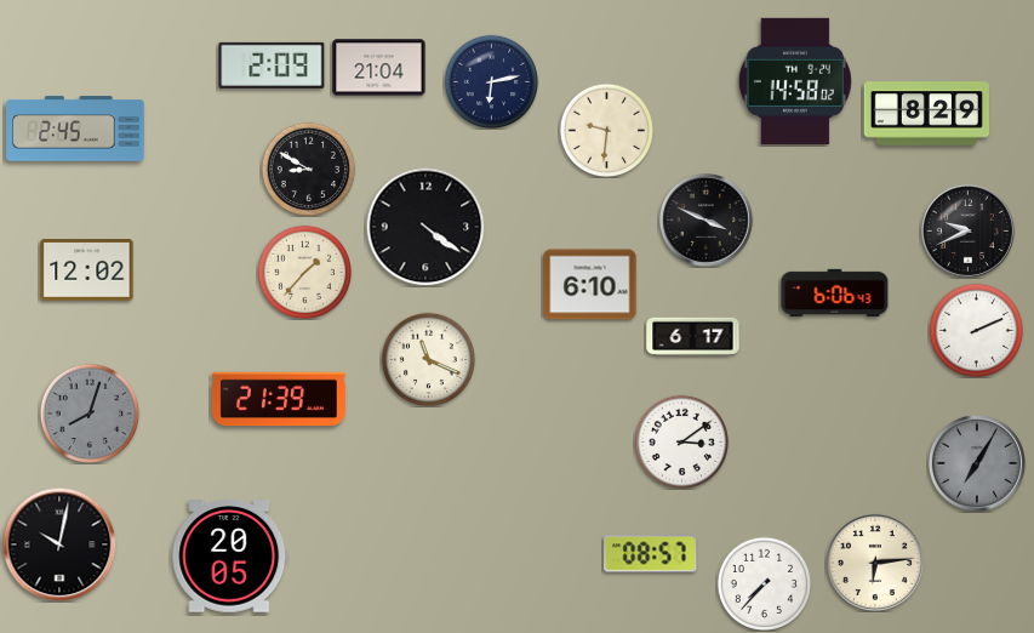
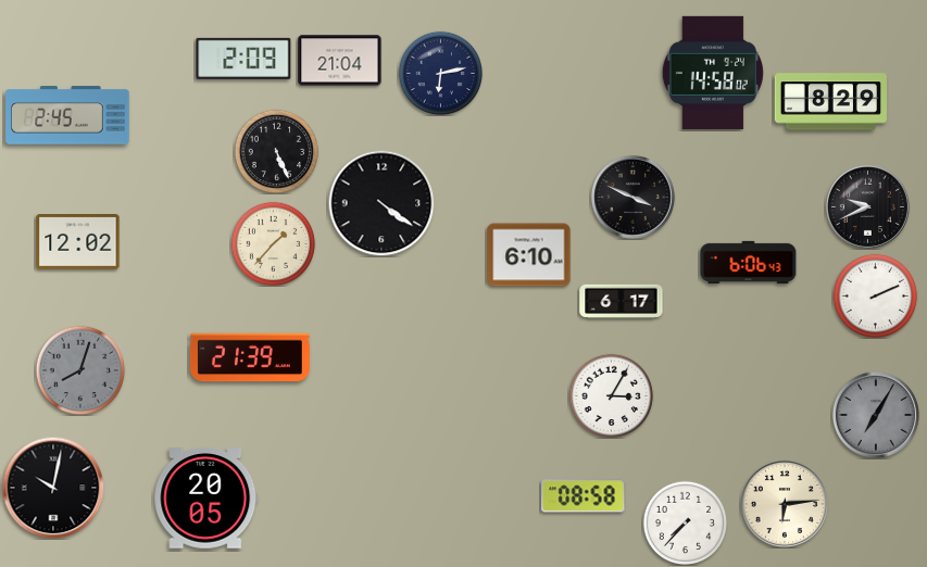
clock at (606, 130): 9:31 -> none
clock at (308, 169): 8:50 -> 5:26
clock at (428, 359): 11:19 -> none
clock at (681, 441): 3:09 -> 3:05
clock at (651, 554): 08:57 -> 08:58
